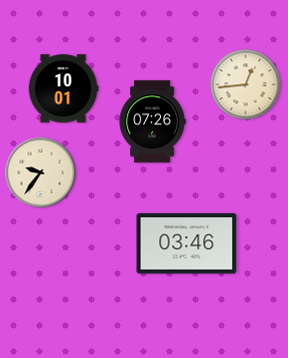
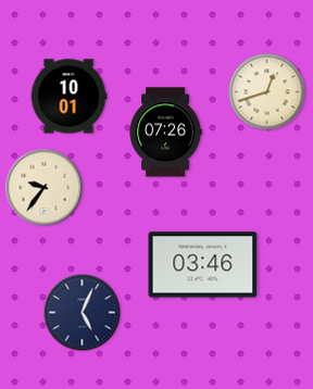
clock at (246, 85): 12:44 -> 12:42
clock at (83, 313): none -> 5:04
